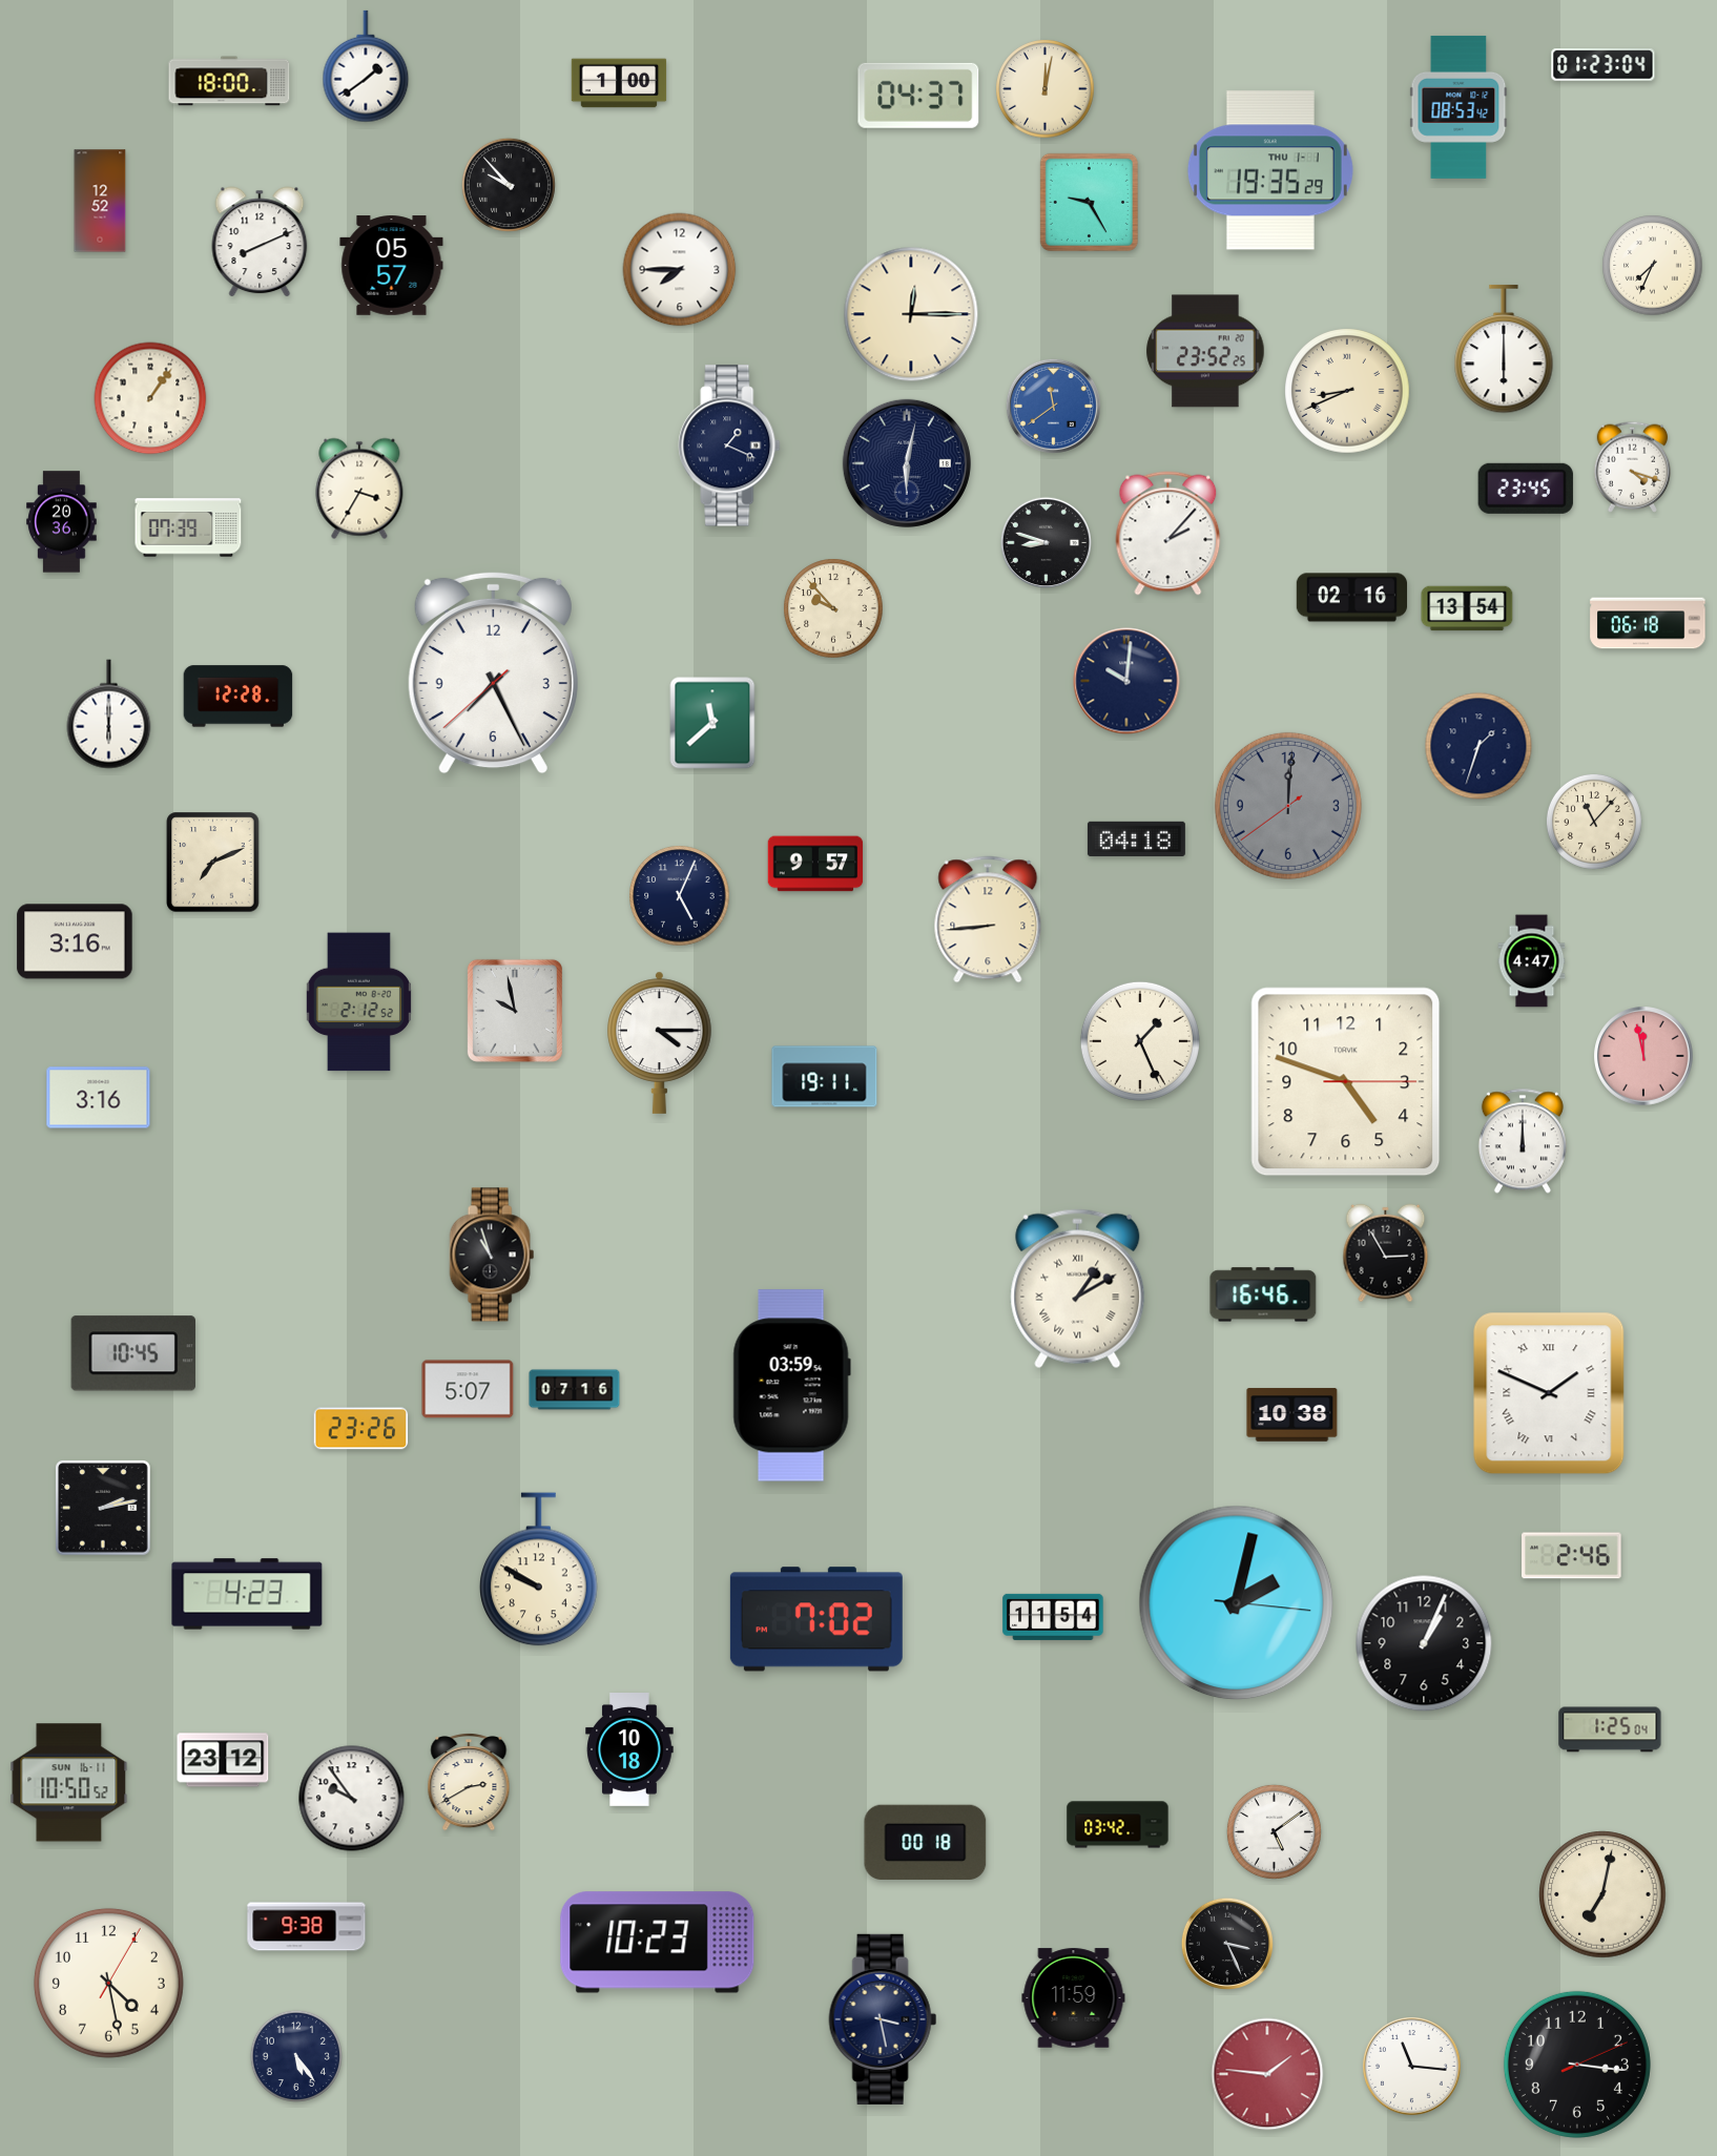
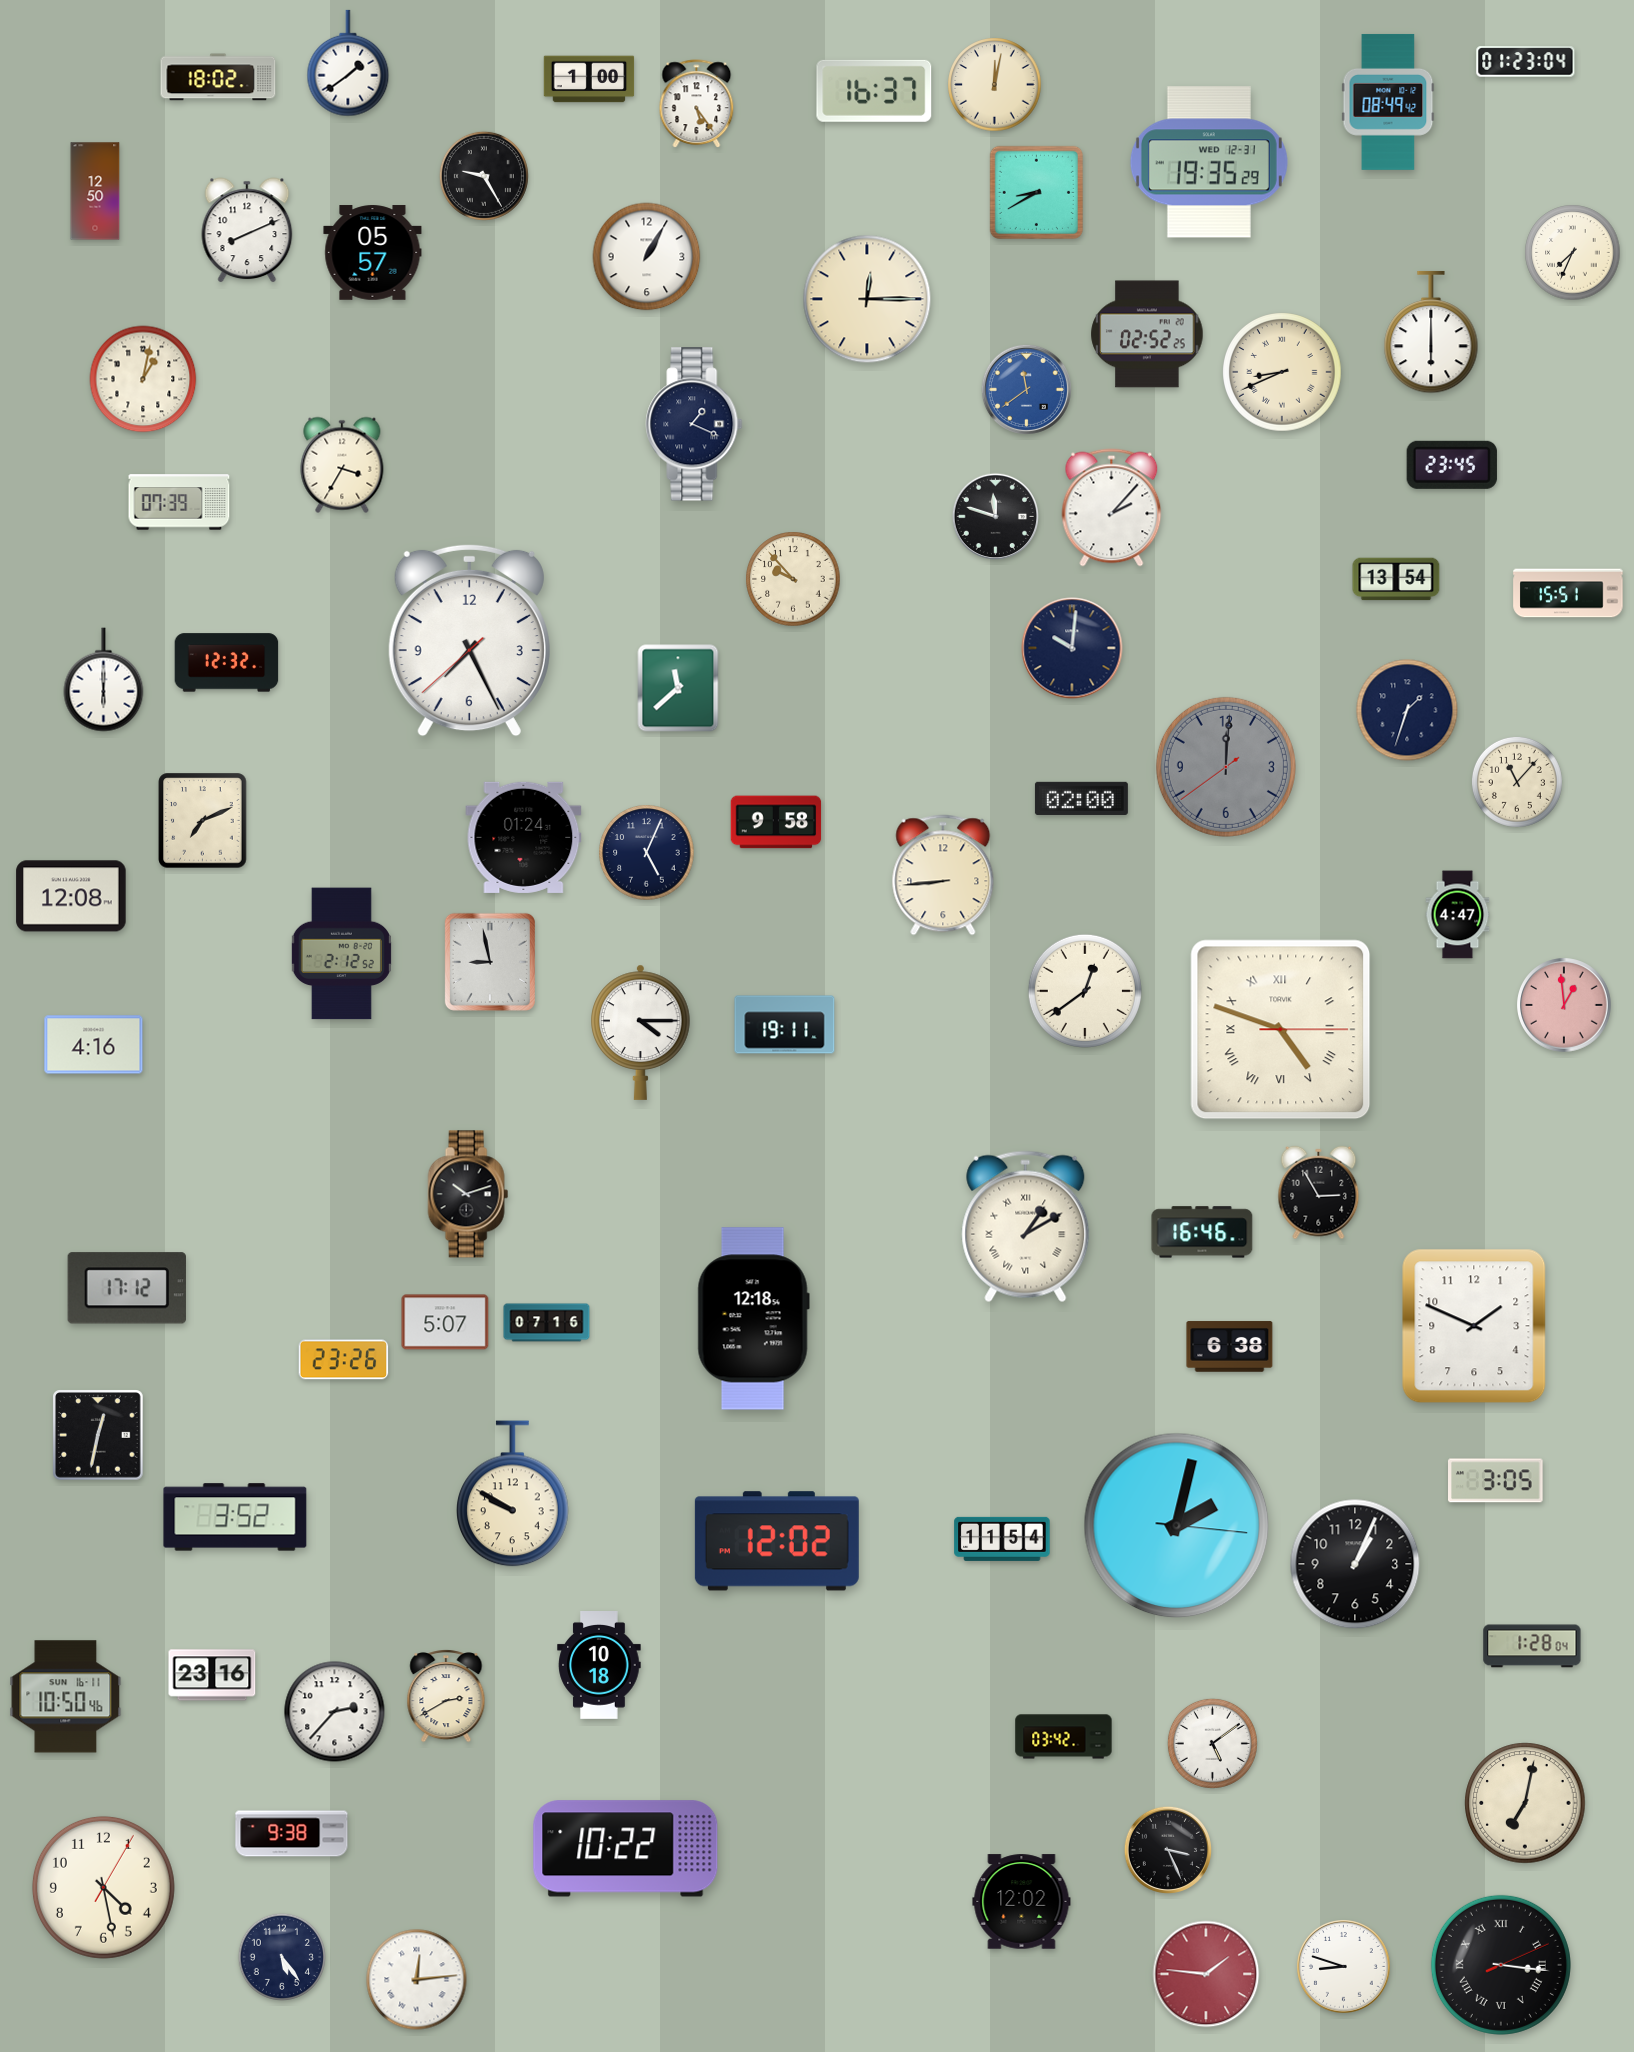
clock at (229, 81): 18:00 -> 18:02
clock at (918, 96): 04:37 -> 16:37
clock at (1459, 107): 08:53 -> 08:49
clock at (697, 104): none -> 5:24
clock at (1270, 170) date: THU 1-1 -> WED 12-31
clock at (509, 185): 9:53 -> 9:25
clock at (100, 201): 12:52 -> 12:50
clock at (1089, 202): 9:25 -> 8:40
clock at (680, 270): 7:45 -> 1:05
clock at (1205, 351): 23:52 -> 02:52
clock at (150, 398): 1:06 -> 1:02
clock at (1053, 406) position: (1053, 406) -> (1026, 389)
clock at (907, 463): 6:02 -> none
clock at (1633, 467): 4:18 -> none
clock at (62, 522): 20:36 -> none
clock at (1046, 542): 8:48 -> 11:48
clock at (1351, 598): 02:16 -> none
clock at (1648, 623): 06:18 -> 15:51
clock at (239, 697): 12:28 -> 12:32
clock at (1136, 838): 04:18 -> 02:00
clock at (815, 864): 9:57 -> 9:58
clock at (524, 837): none -> 01:24
clock at (988, 919) position: (988, 919) -> (943, 875)
clock at (75, 941): 3:16 -> 12:08
clock at (515, 1011): 9:58 -> 8:58
clock at (1140, 1041): 1:26 -> 12:39
clock at (660, 1042) position: (660, 1042) -> (641, 1032)
clock at (1643, 1056): 11:58 -> 12:59
clock at (1346, 1082) numerals: Arabic -> Roman
clock at (99, 1098): 3:16 -> 4:16
clock at (1523, 1141): 12:00 -> none
clock at (492, 1255): 10:57 -> 10:12
clock at (133, 1353): 10:45 -> 17:12
clock at (791, 1386): 03:59 -> 12:18
clock at (1549, 1393) numerals: Roman -> Arabic
clock at (1292, 1415): 10:38 -> 6:38
clock at (103, 1508): 2:13 -> 12:32
clock at (1572, 1556): 2:46 -> 3:05
clock at (247, 1594): 4:23 -> 3:52
clock at (816, 1619): 7:02 -> 12:02
clock at (1610, 1729): 1:25 -> 1:28
clock at (223, 1760): 23:12 -> 23:16
clock at (69, 1783): 10:50:52 -> 10:50:46
clock at (352, 1799): 9:54 -> 2:37
clock at (926, 1842): 00:18 -> none
clock at (658, 1943): 10:23 -> 10:22
clock at (1074, 1998): 11:59 -> 12:02
clock at (883, 2019): 3:28 -> none
clock at (1577, 2065) numerals: Arabic -> Roman
clock at (1412, 2067): 11:16 -> 8:48
clock at (417, 1980): none -> 12:14
